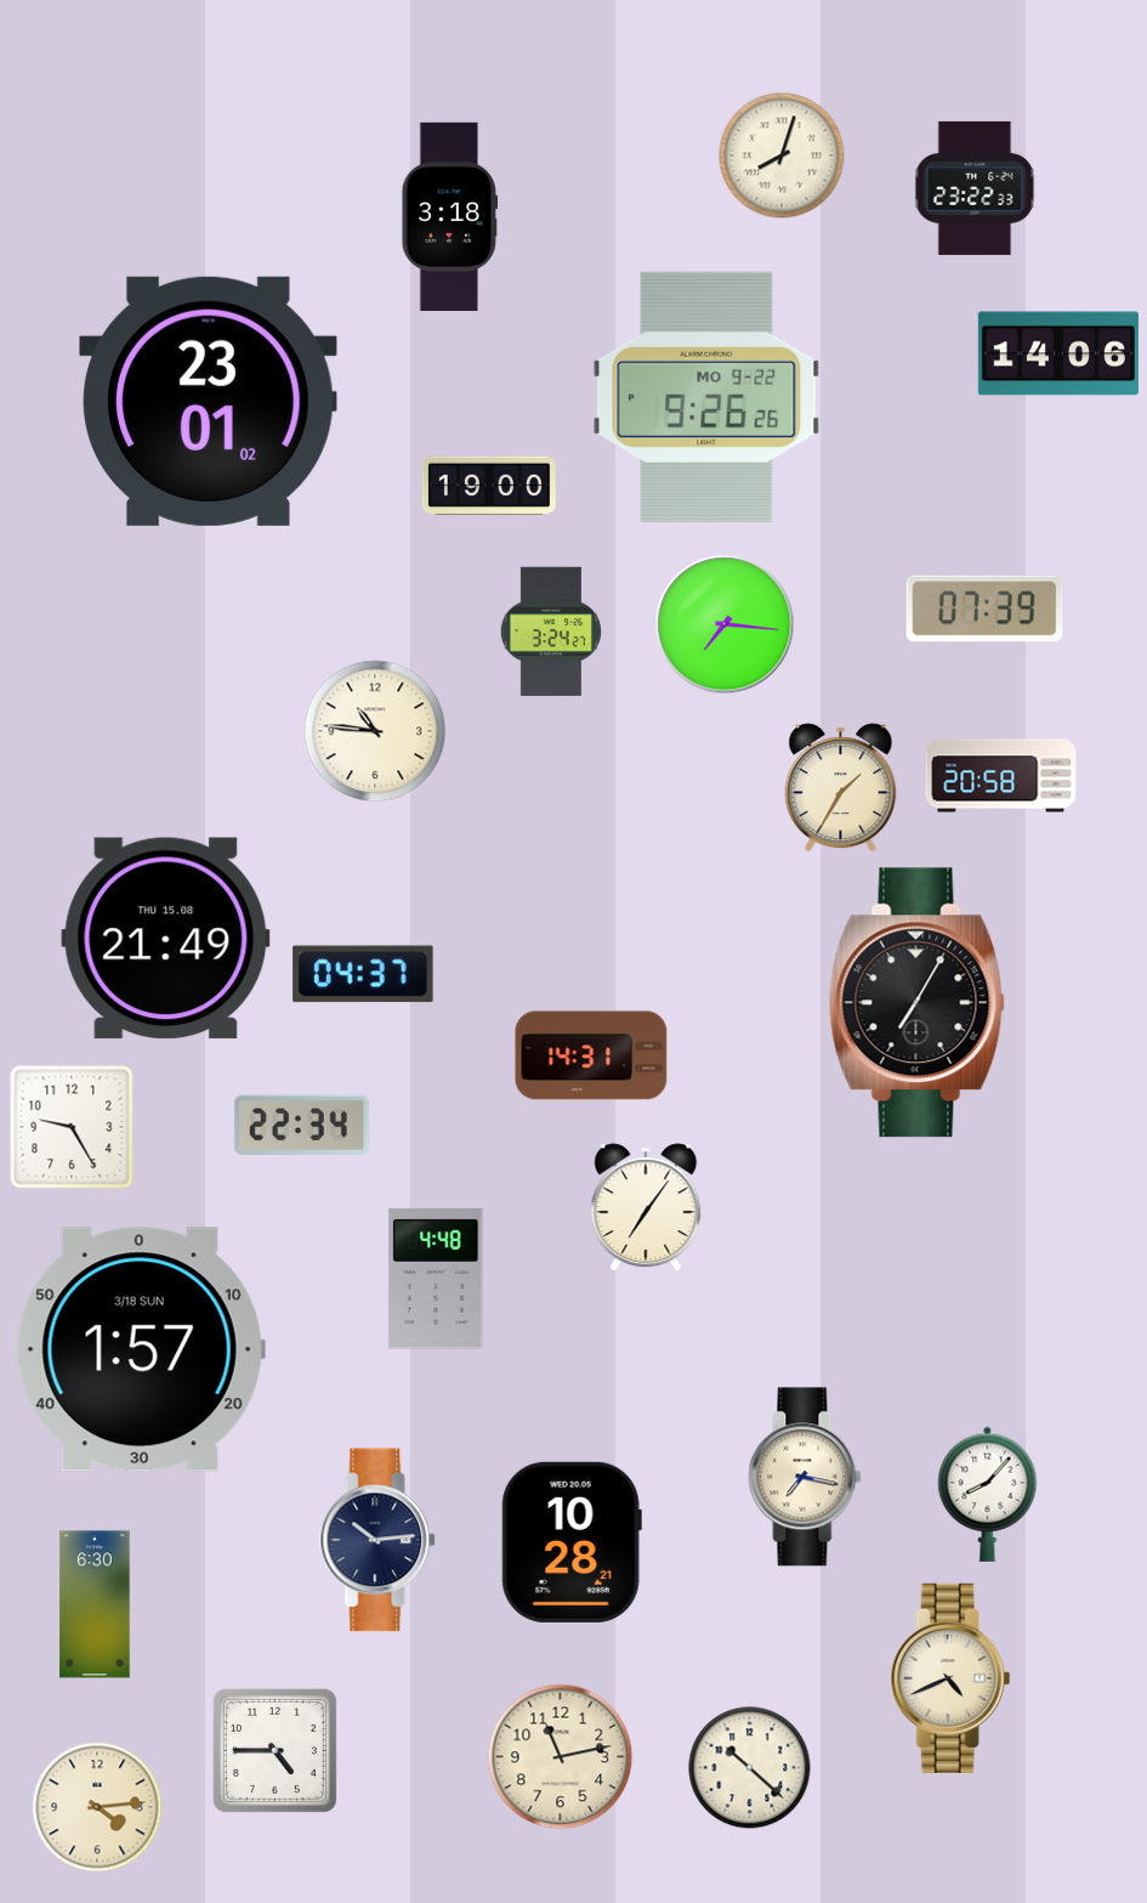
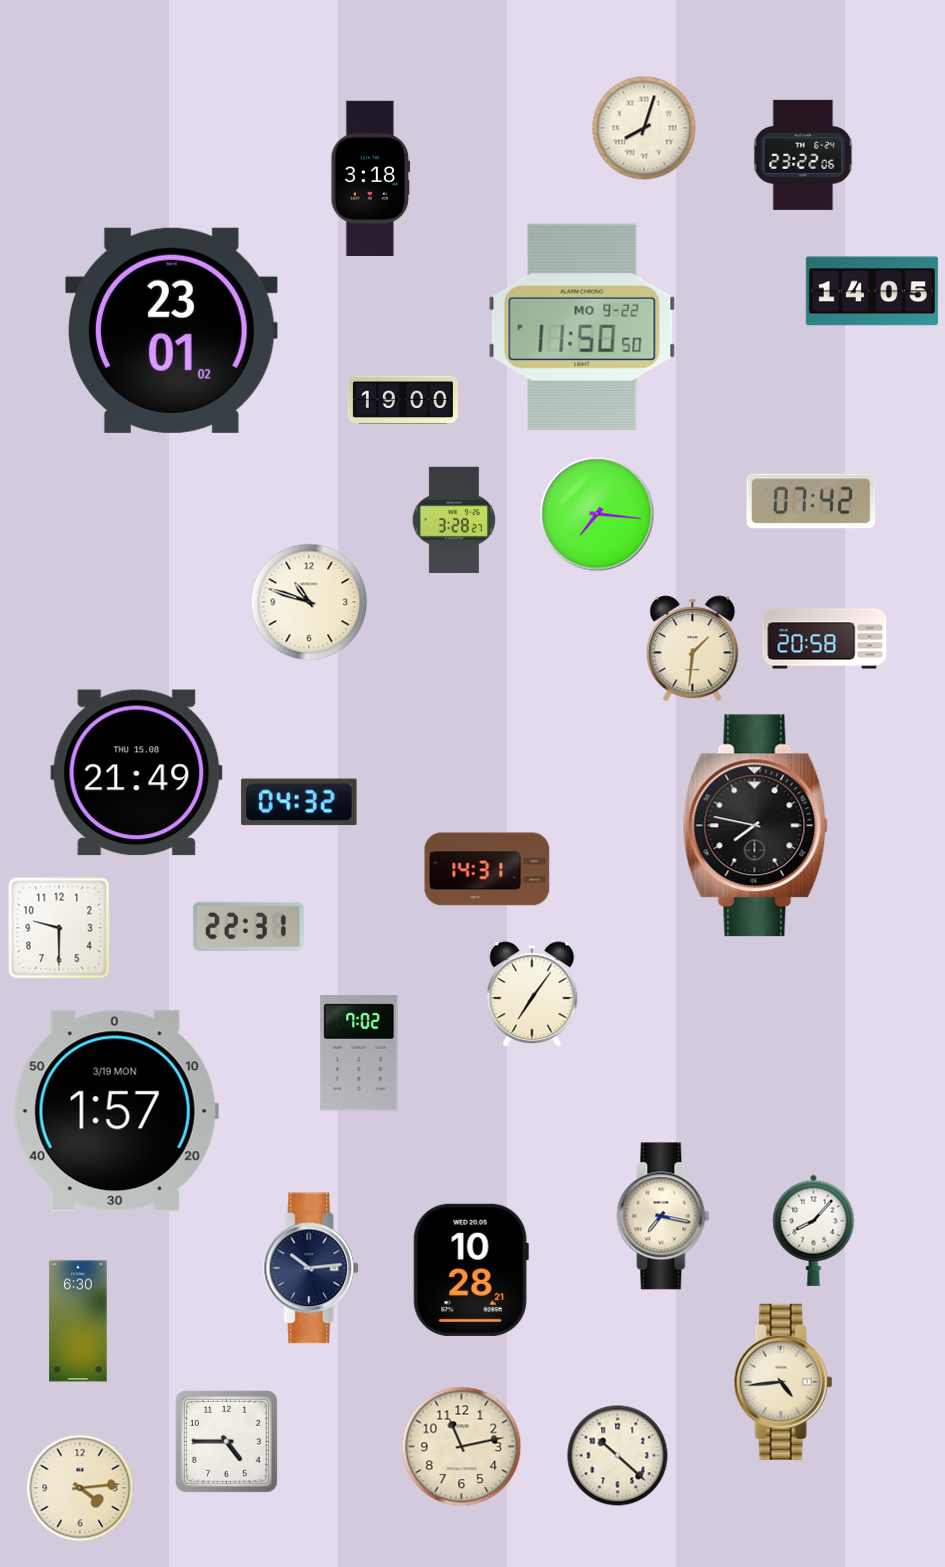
clock at (975, 188): 23:22:33 -> 23:22:06
clock at (1058, 353): 14:06 -> 14:05
clock at (706, 397): 9:26 -> 11:50
clock at (984, 608): 07:39 -> 07:42
clock at (551, 631): 3:24 -> 3:28
clock at (375, 731): 10:46 -> 10:48
clock at (841, 788): 1:35 -> 1:31
clock at (363, 974): 04:37 -> 04:32
clock at (916, 1003): 7:05 -> 7:47
clock at (301, 1125): 22:34 -> 22:31
clock at (72, 1127): 9:25 -> 9:30
clock at (436, 1279): 4:48 -> 7:02
clock at (141, 1349) date: 3/18 SUN -> 3/19 MON
clock at (950, 1678): 4:41 -> 4:44
